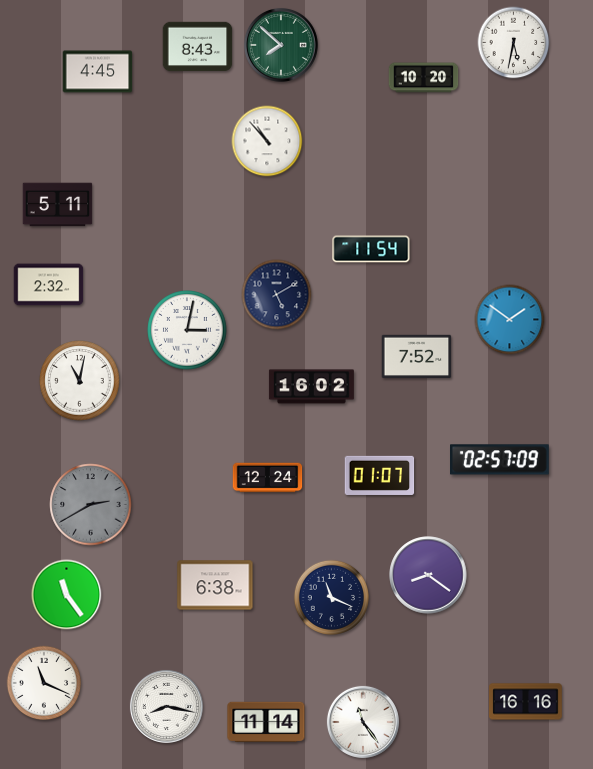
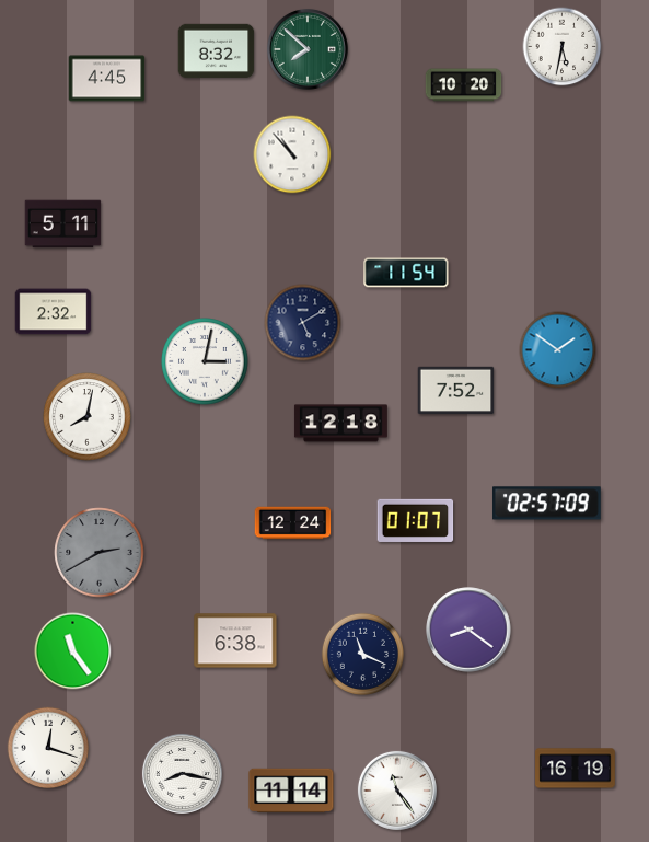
clock at (198, 47): 8:43 -> 8:32
clock at (80, 381): 11:02 -> 8:02
clock at (311, 387): 16:02 -> 12:18
clock at (44, 683): 11:19 -> 12:18
clock at (526, 702): 16:16 -> 16:19
